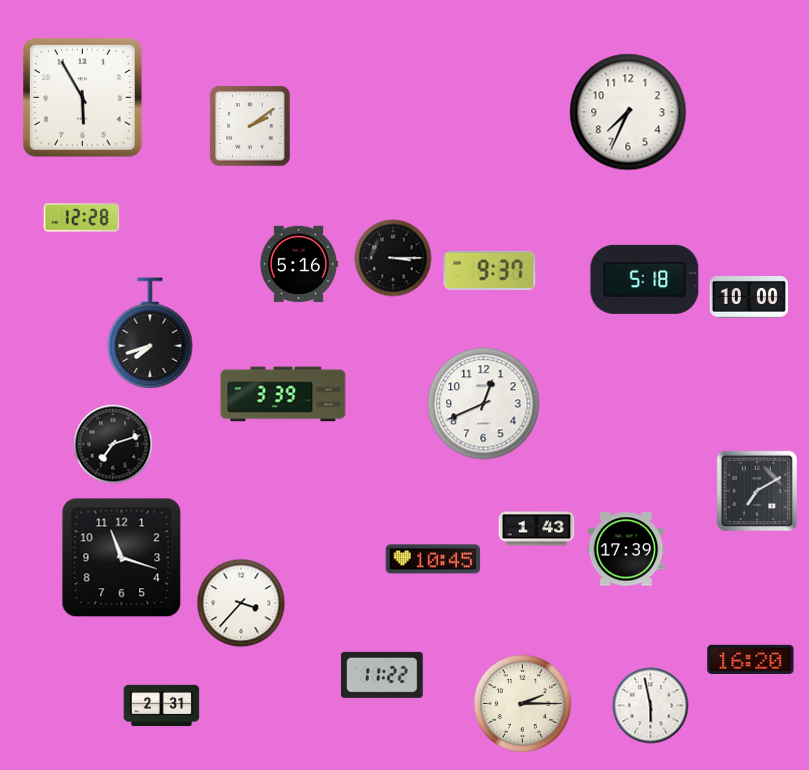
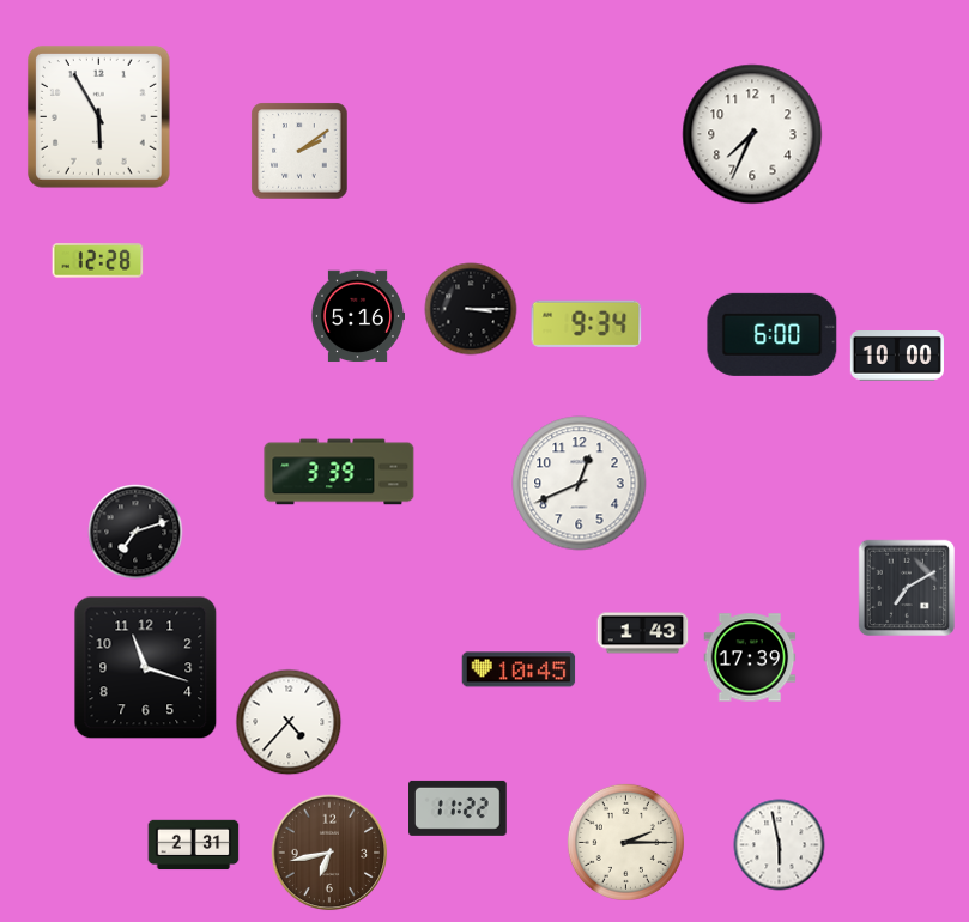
clock at (490, 270): 9:37 -> 9:34
clock at (645, 279): 5:18 -> 6:00
clock at (150, 333): 7:42 -> none
clock at (241, 603): 3:37 -> 4:37
clock at (751, 659): 16:20 -> none
clock at (329, 853): none -> 6:43
